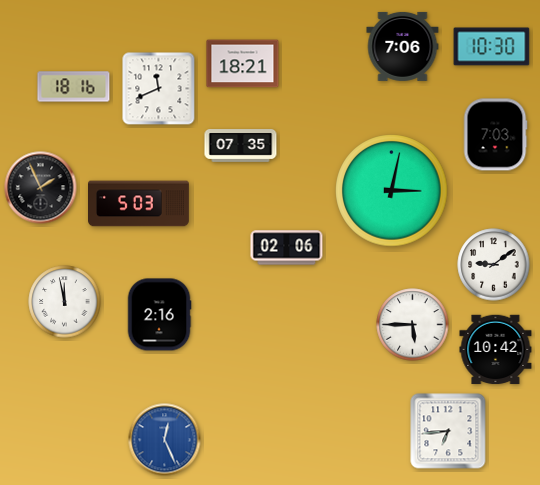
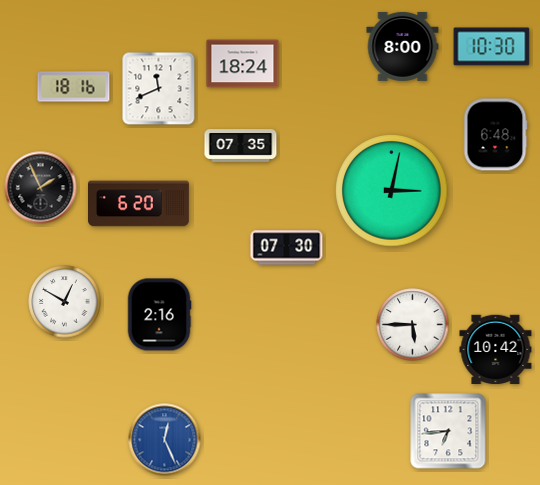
clock at (403, 46): 7:06 -> 8:00
clock at (243, 64): 18:21 -> 18:24
clock at (495, 135): 7:03 -> 6:48
clock at (139, 204): 5:03 -> 6:20
clock at (287, 248): 02:06 -> 07:30
clock at (494, 265): 9:09 -> none
clock at (65, 302): 11:58 -> 12:50
